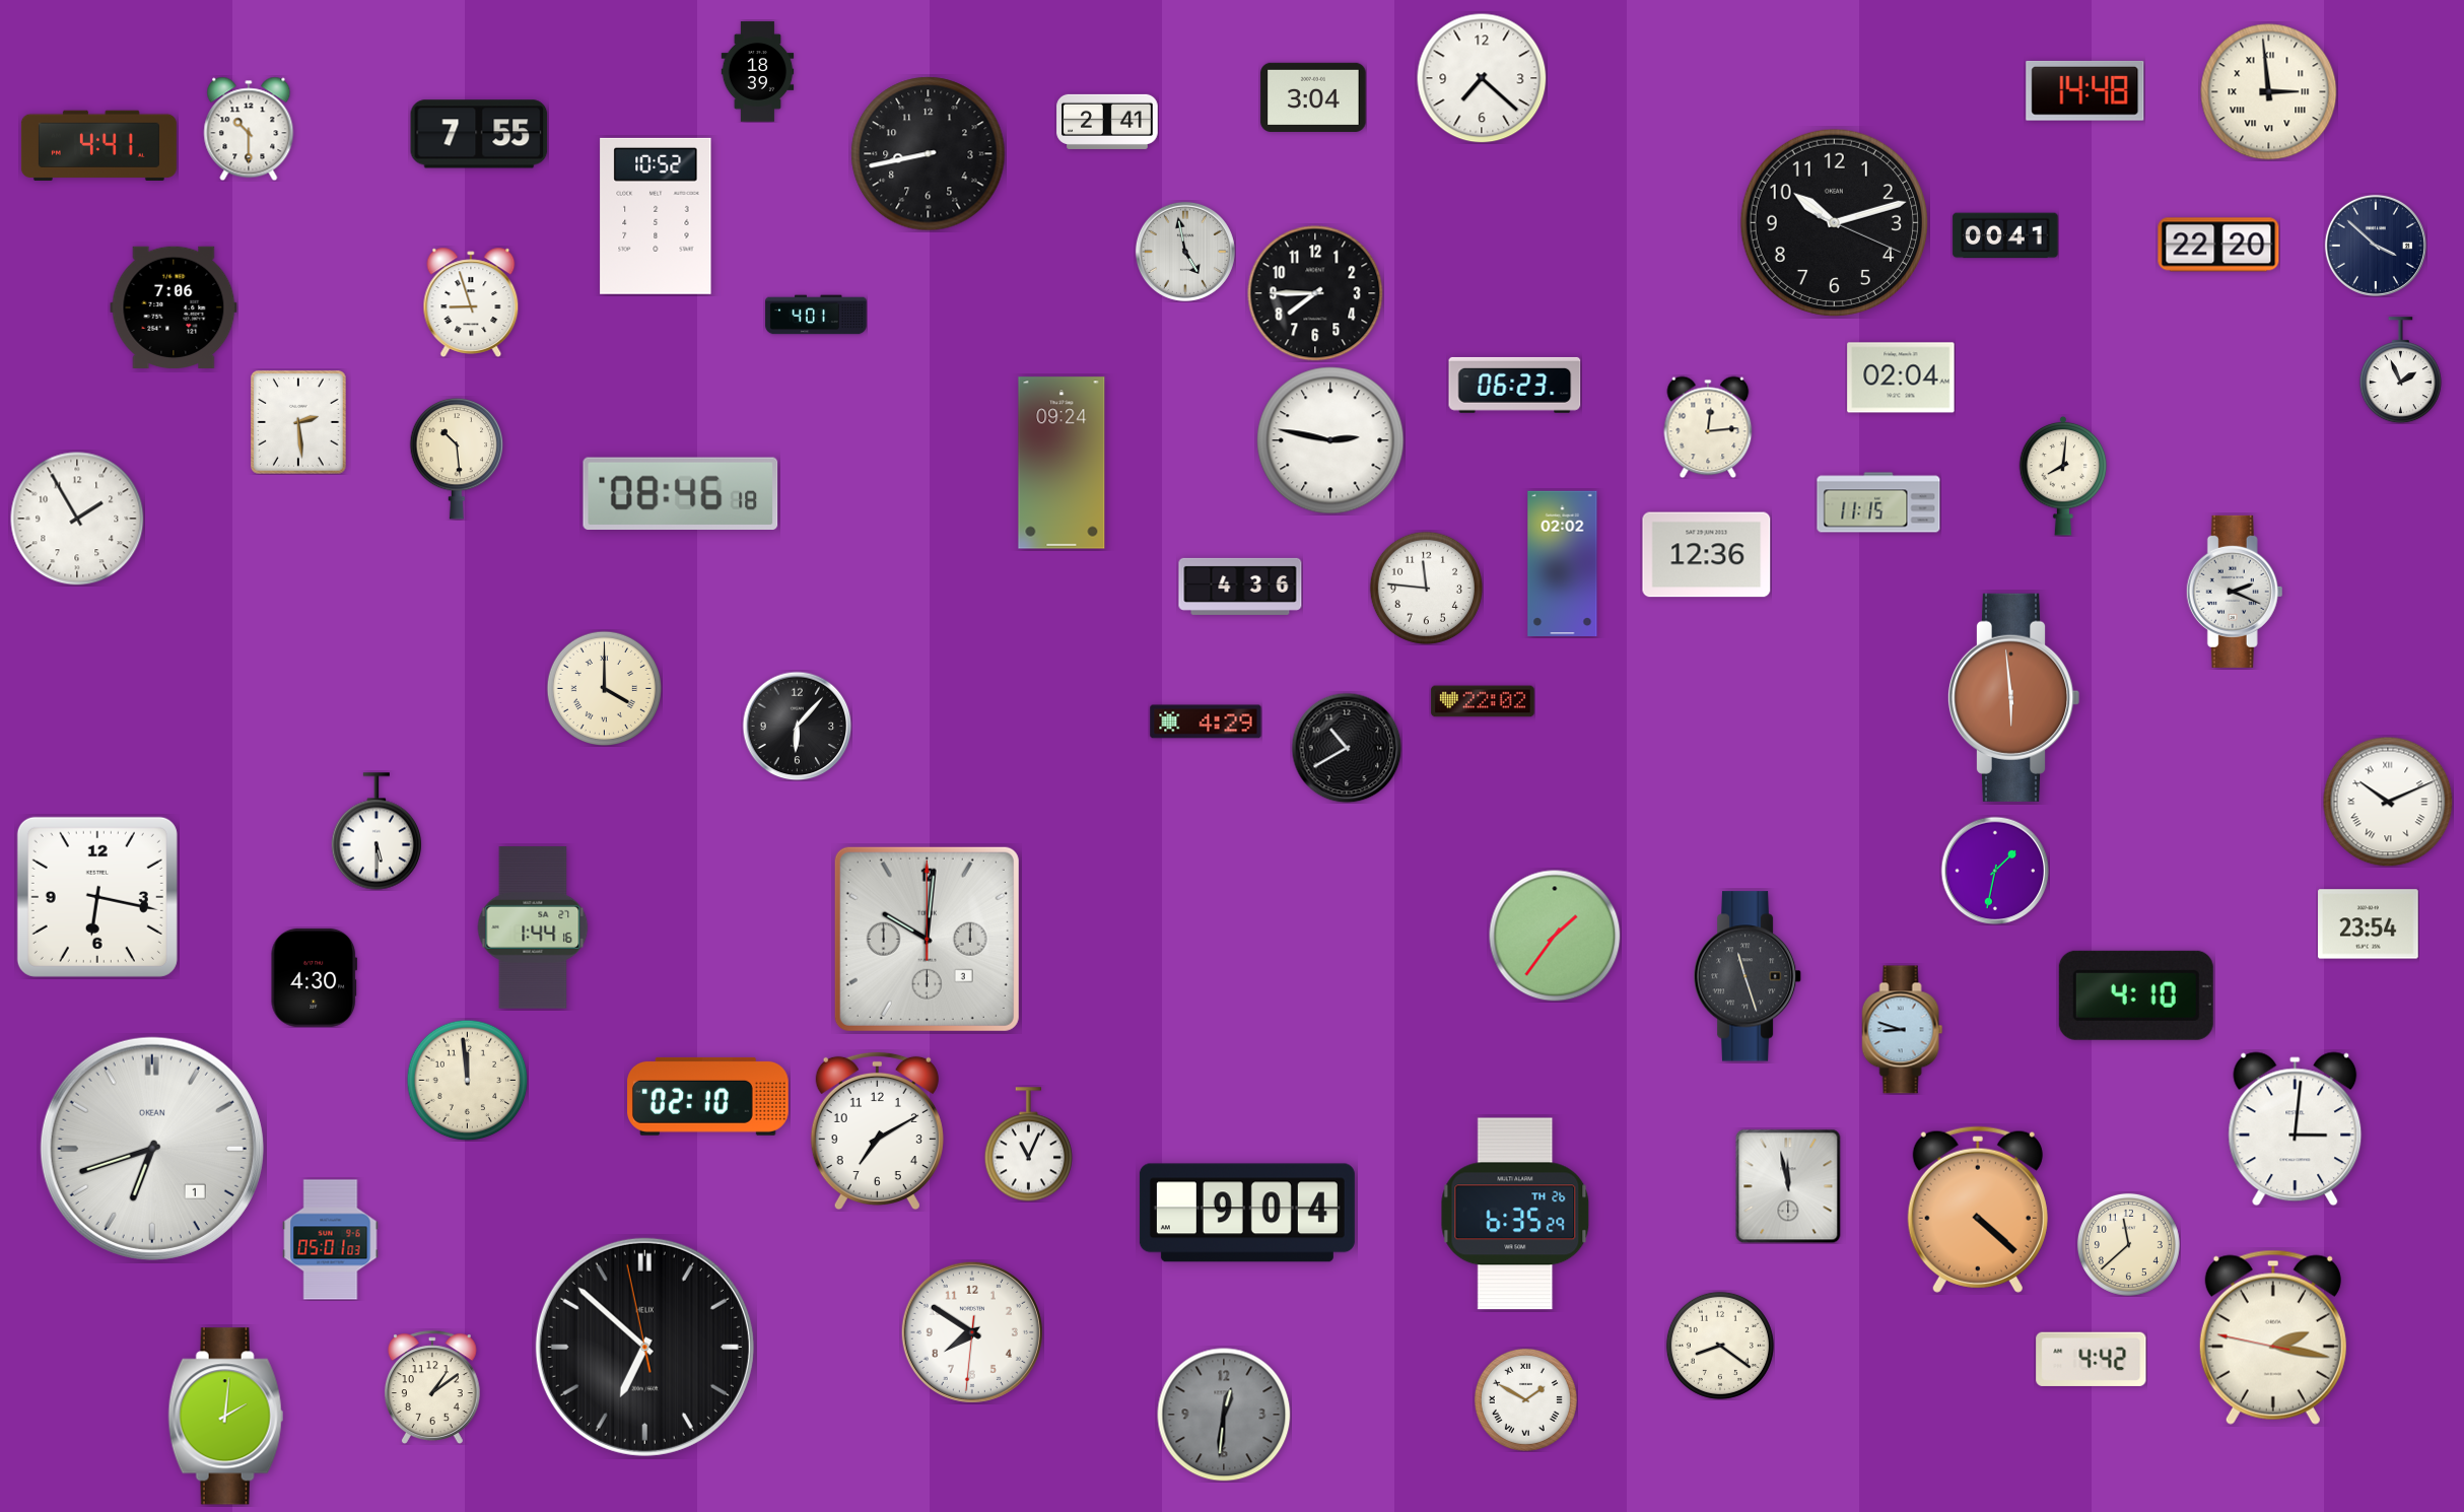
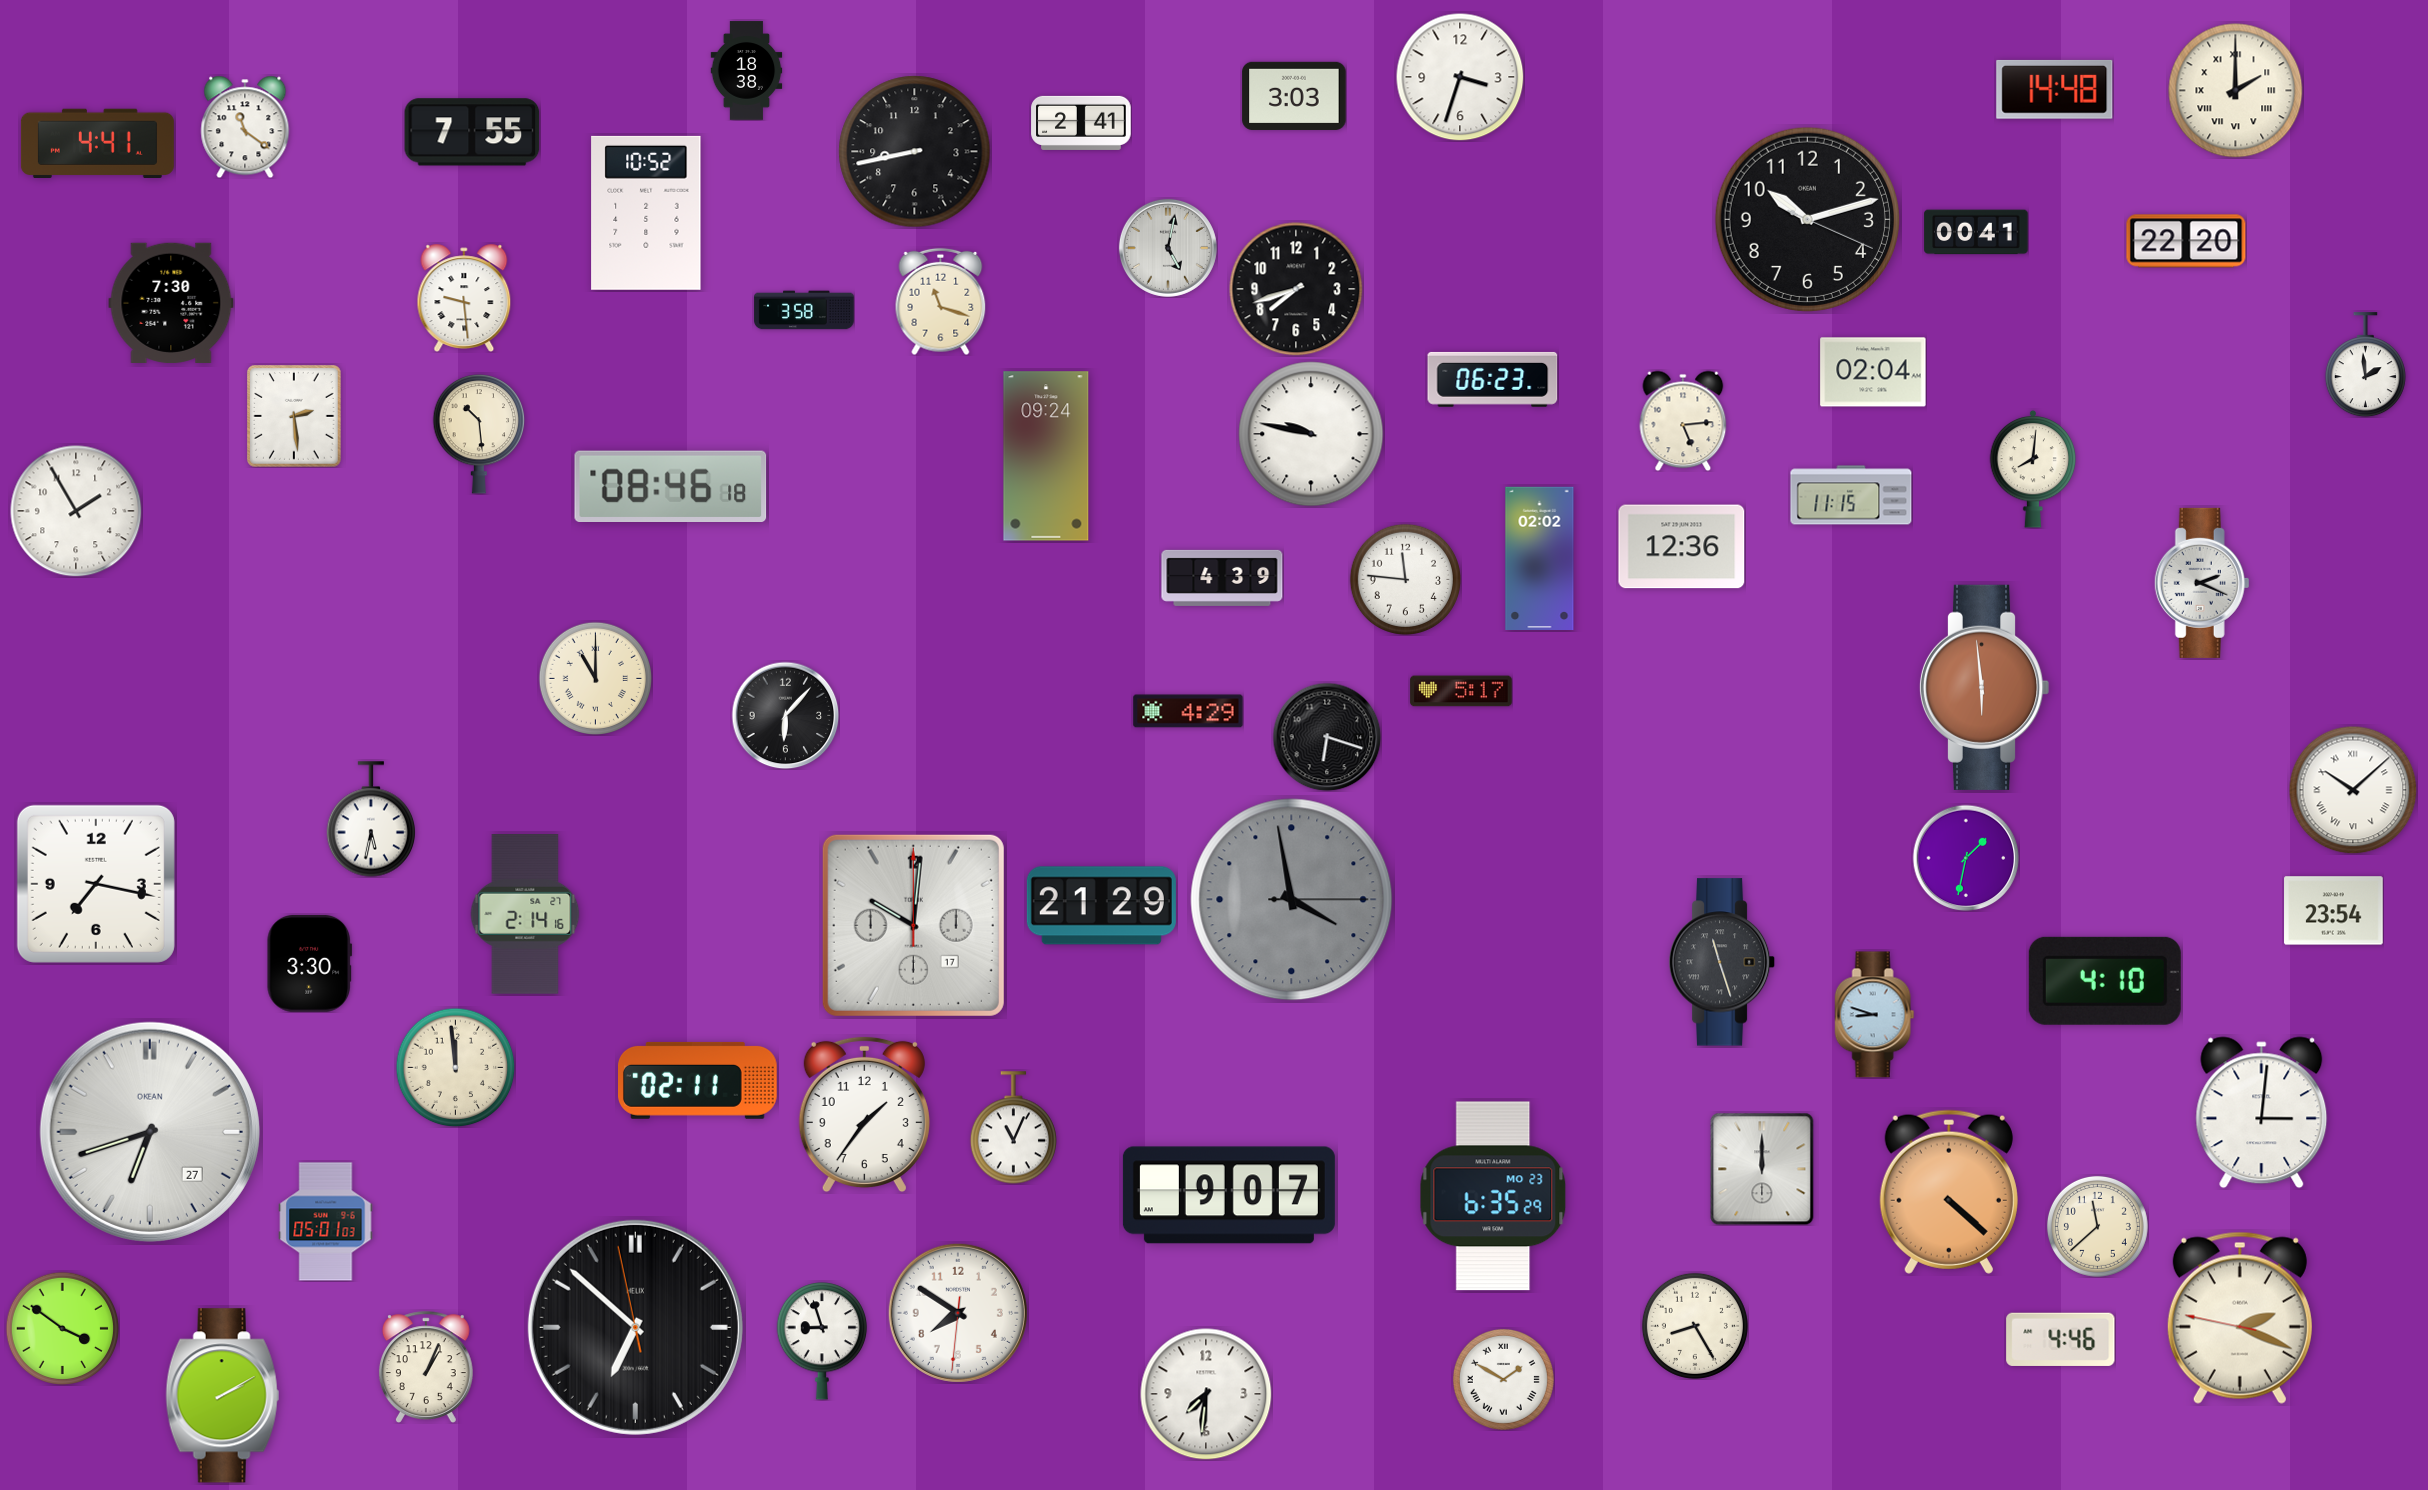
clock at (758, 72): 18:39 -> 18:38
clock at (1482, 78): 7:22 -> 3:33
clock at (2269, 92): 2:59 -> 2:00
clock at (1313, 97): 3:04 -> 3:03
clock at (1107, 122) position: (1107, 122) -> (1081, 123)
clock at (249, 129): 10:30 -> 11:21
clock at (2376, 246): 3:52 -> none
clock at (1185, 252): 4:58 -> 5:02
clock at (1315, 293): 7:45 -> 7:42
clock at (471, 302): 8:57 -> 9:29
clock at (941, 301): none -> 11:18
clock at (174, 307): 7:06 -> 7:30
clock at (816, 315): 4:01 -> 3:58
clock at (2400, 370): 1:56 -> 1:59
clock at (1708, 427): 12:14 -> 5:14
clock at (1330, 440): 2:47 -> 9:47
clock at (457, 459) position: (457, 459) -> (479, 434)
clock at (1563, 563) position: (1563, 563) -> (1540, 558)
clock at (1240, 587): 4:36 -> 4:39
clock at (604, 688): 4:00 -> 11:00
clock at (1483, 701): 22:02 -> 5:17
clock at (1347, 748): 10:40 -> 6:18
clock at (2388, 802): 10:11 -> 10:08
clock at (375, 831): 5:30 -> 5:32
clock at (97, 897): 6:17 -> 7:17
clock at (1292, 900): none -> 3:58
clock at (1101, 906): none -> 21:29
clock at (533, 929): 1:44 -> 2:14
clock at (1555, 936): 1:36 -> none
clock at (927, 939) date: 3 -> 17
clock at (315, 977): 4:30 -> 3:30
clock at (467, 1080) position: (467, 1080) -> (455, 1067)
clock at (708, 1096): 02:10 -> 02:11
clock at (877, 1131): 7:10 -> 1:36
clock at (152, 1149) date: 1 -> 27
clock at (1788, 1186): 11:58 -> 12:00
clock at (1247, 1213): 9:04 -> 9:07
clock at (1515, 1214) date: TH 26 -> MO 23
clock at (2273, 1337): 2:16 -> 2:18
clock at (1720, 1346): 8:21 -> 8:25
clock at (62, 1328): none -> 3:51
clock at (2092, 1359): 4:42 -> 4:46
clock at (822, 1341): none -> 8:57
clock at (432, 1387): 1:09 -> 1:04
clock at (1224, 1415): 12:31 -> 7:31
clock at (1224, 1415) dial: grey -> white
clock at (226, 1417): 2:01 -> 2:10
